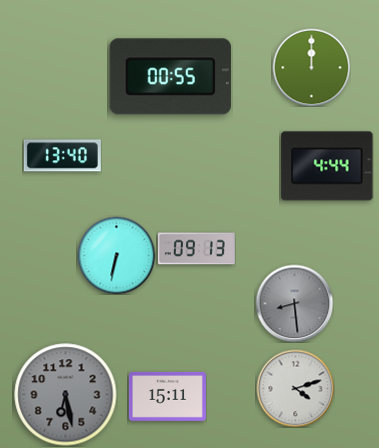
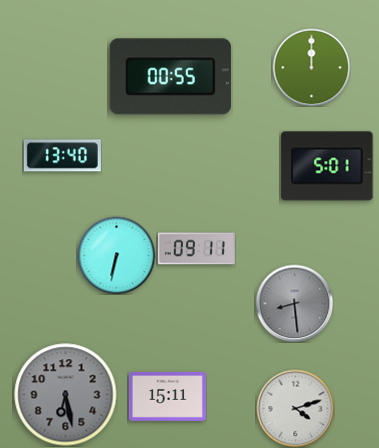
clock at (327, 166): 4:44 -> 5:01
clock at (196, 249): 09:13 -> 09:11
clock at (295, 388) position: (295, 388) -> (295, 408)
